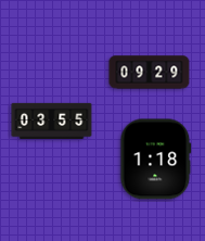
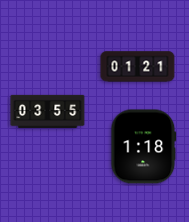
clock at (150, 73): 09:29 -> 01:21
